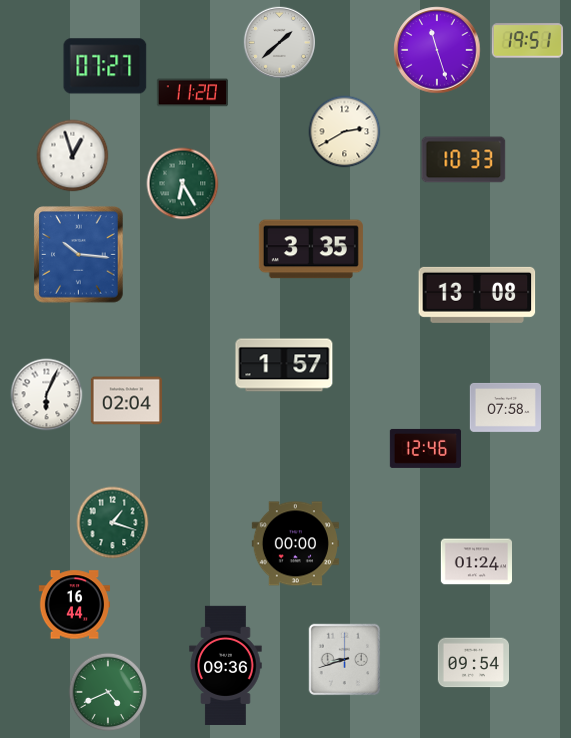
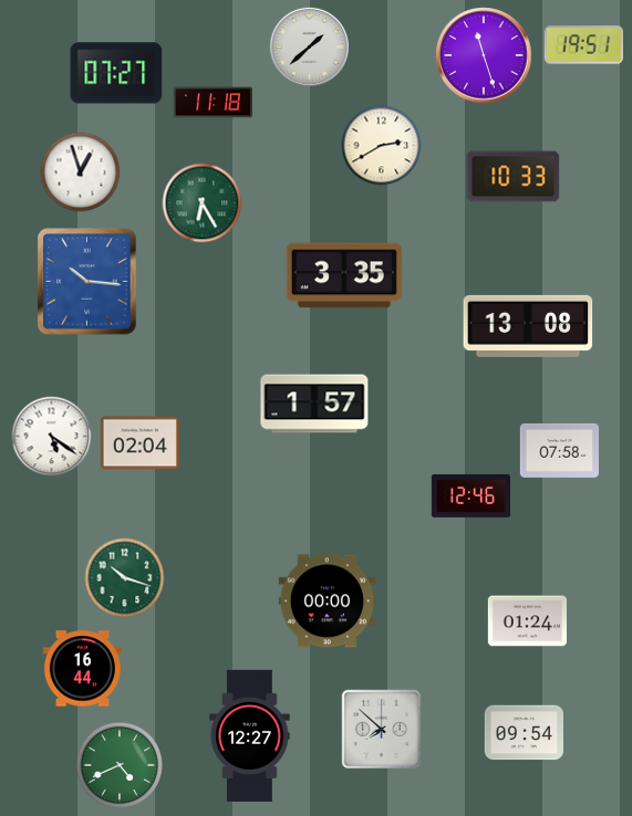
clock at (192, 93): 11:20 -> 11:18
clock at (47, 395): 6:04 -> 5:21
clock at (113, 523): 1:18 -> 10:18
clock at (345, 660): 8:42 -> 7:52
clock at (226, 665): 09:36 -> 12:27
